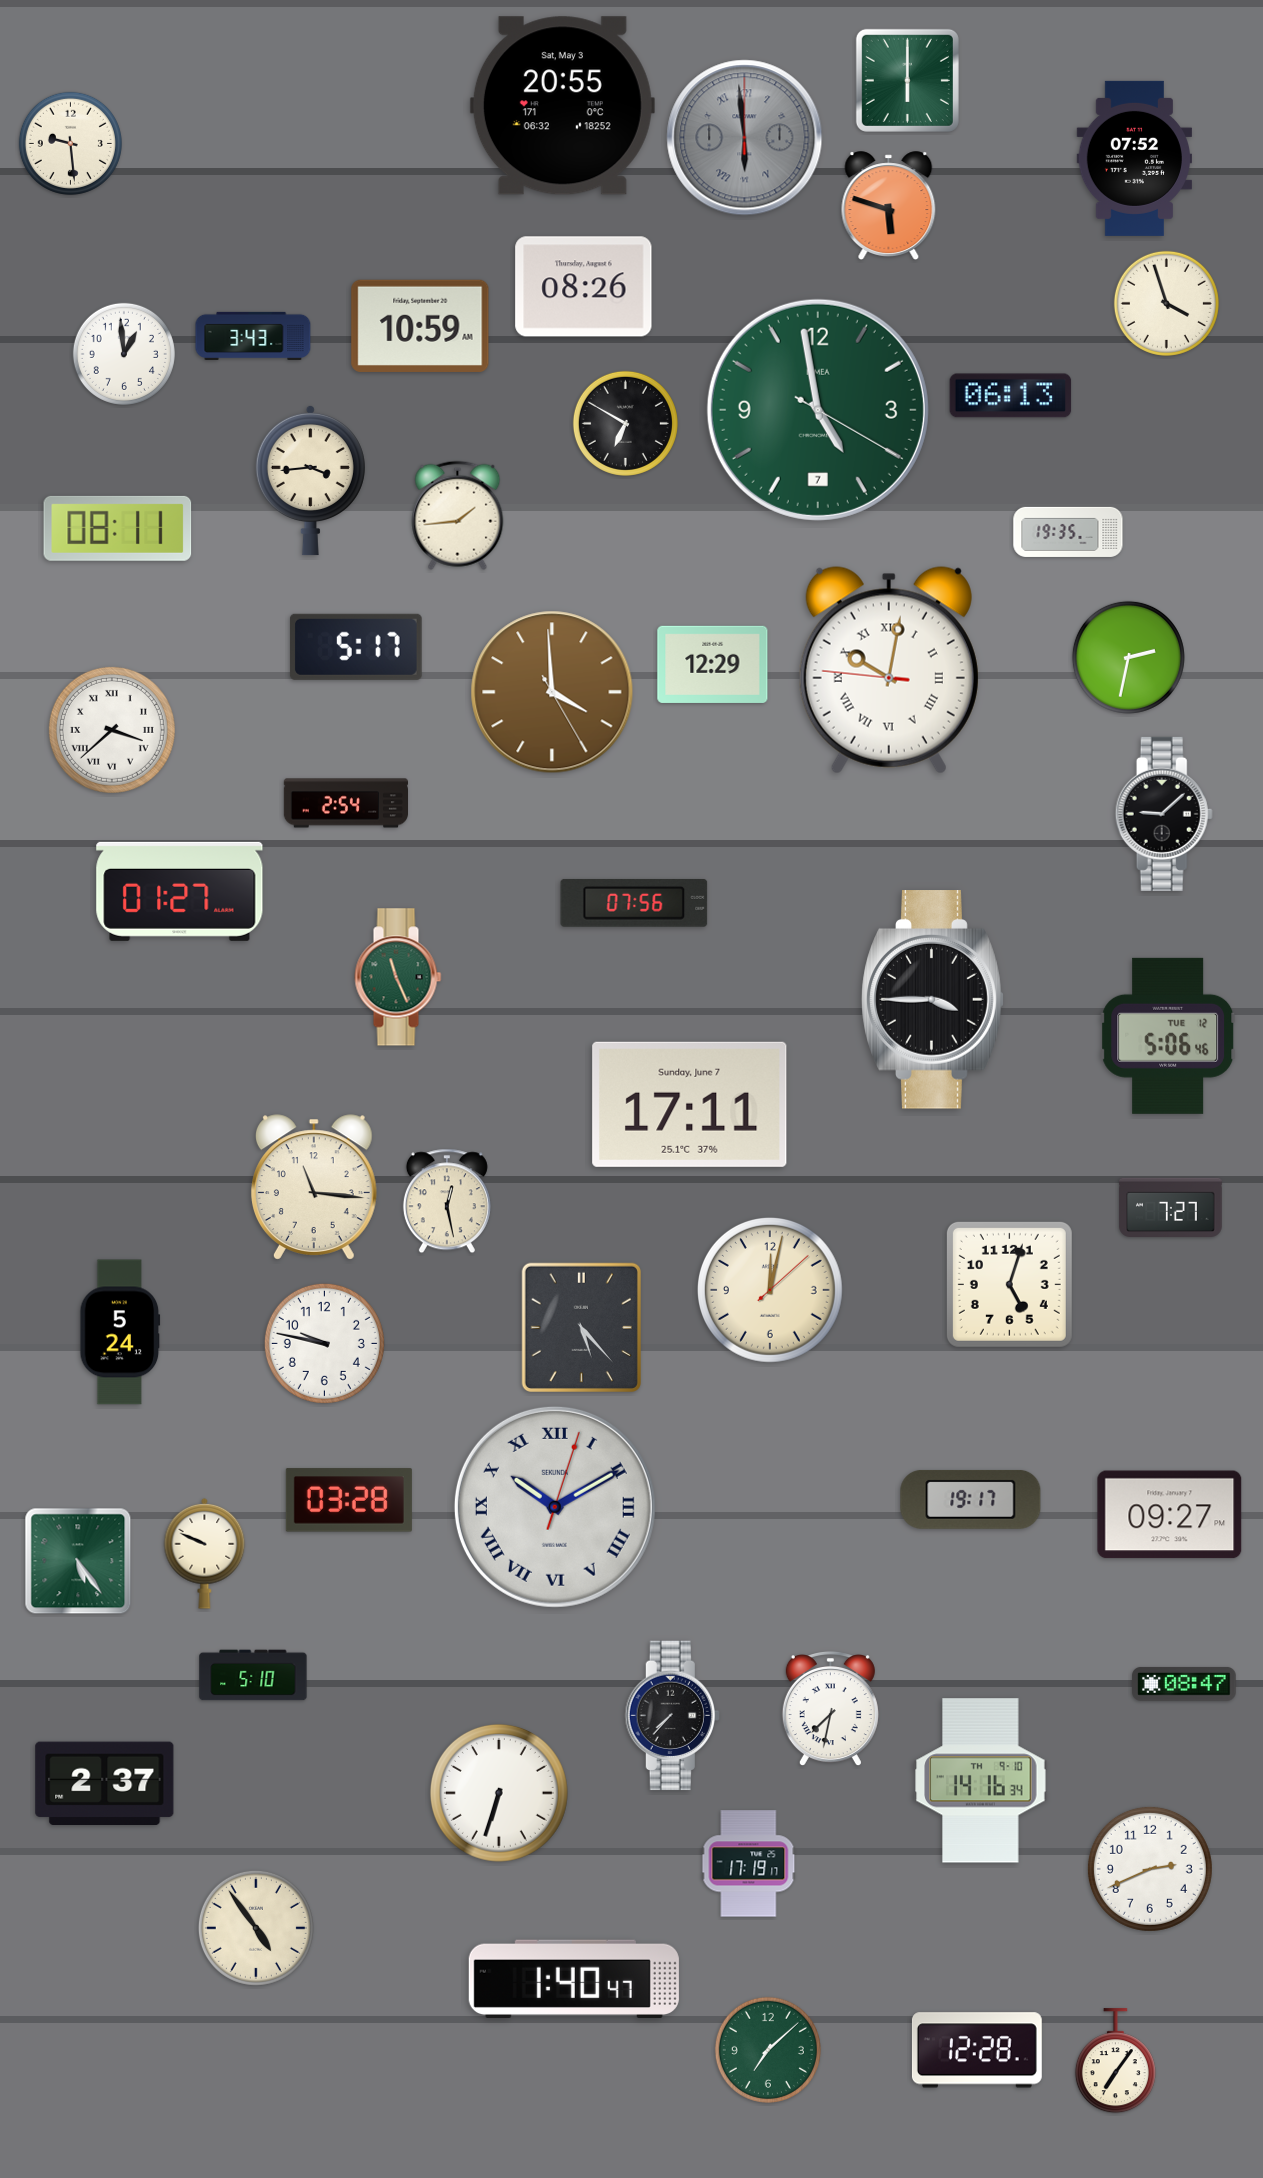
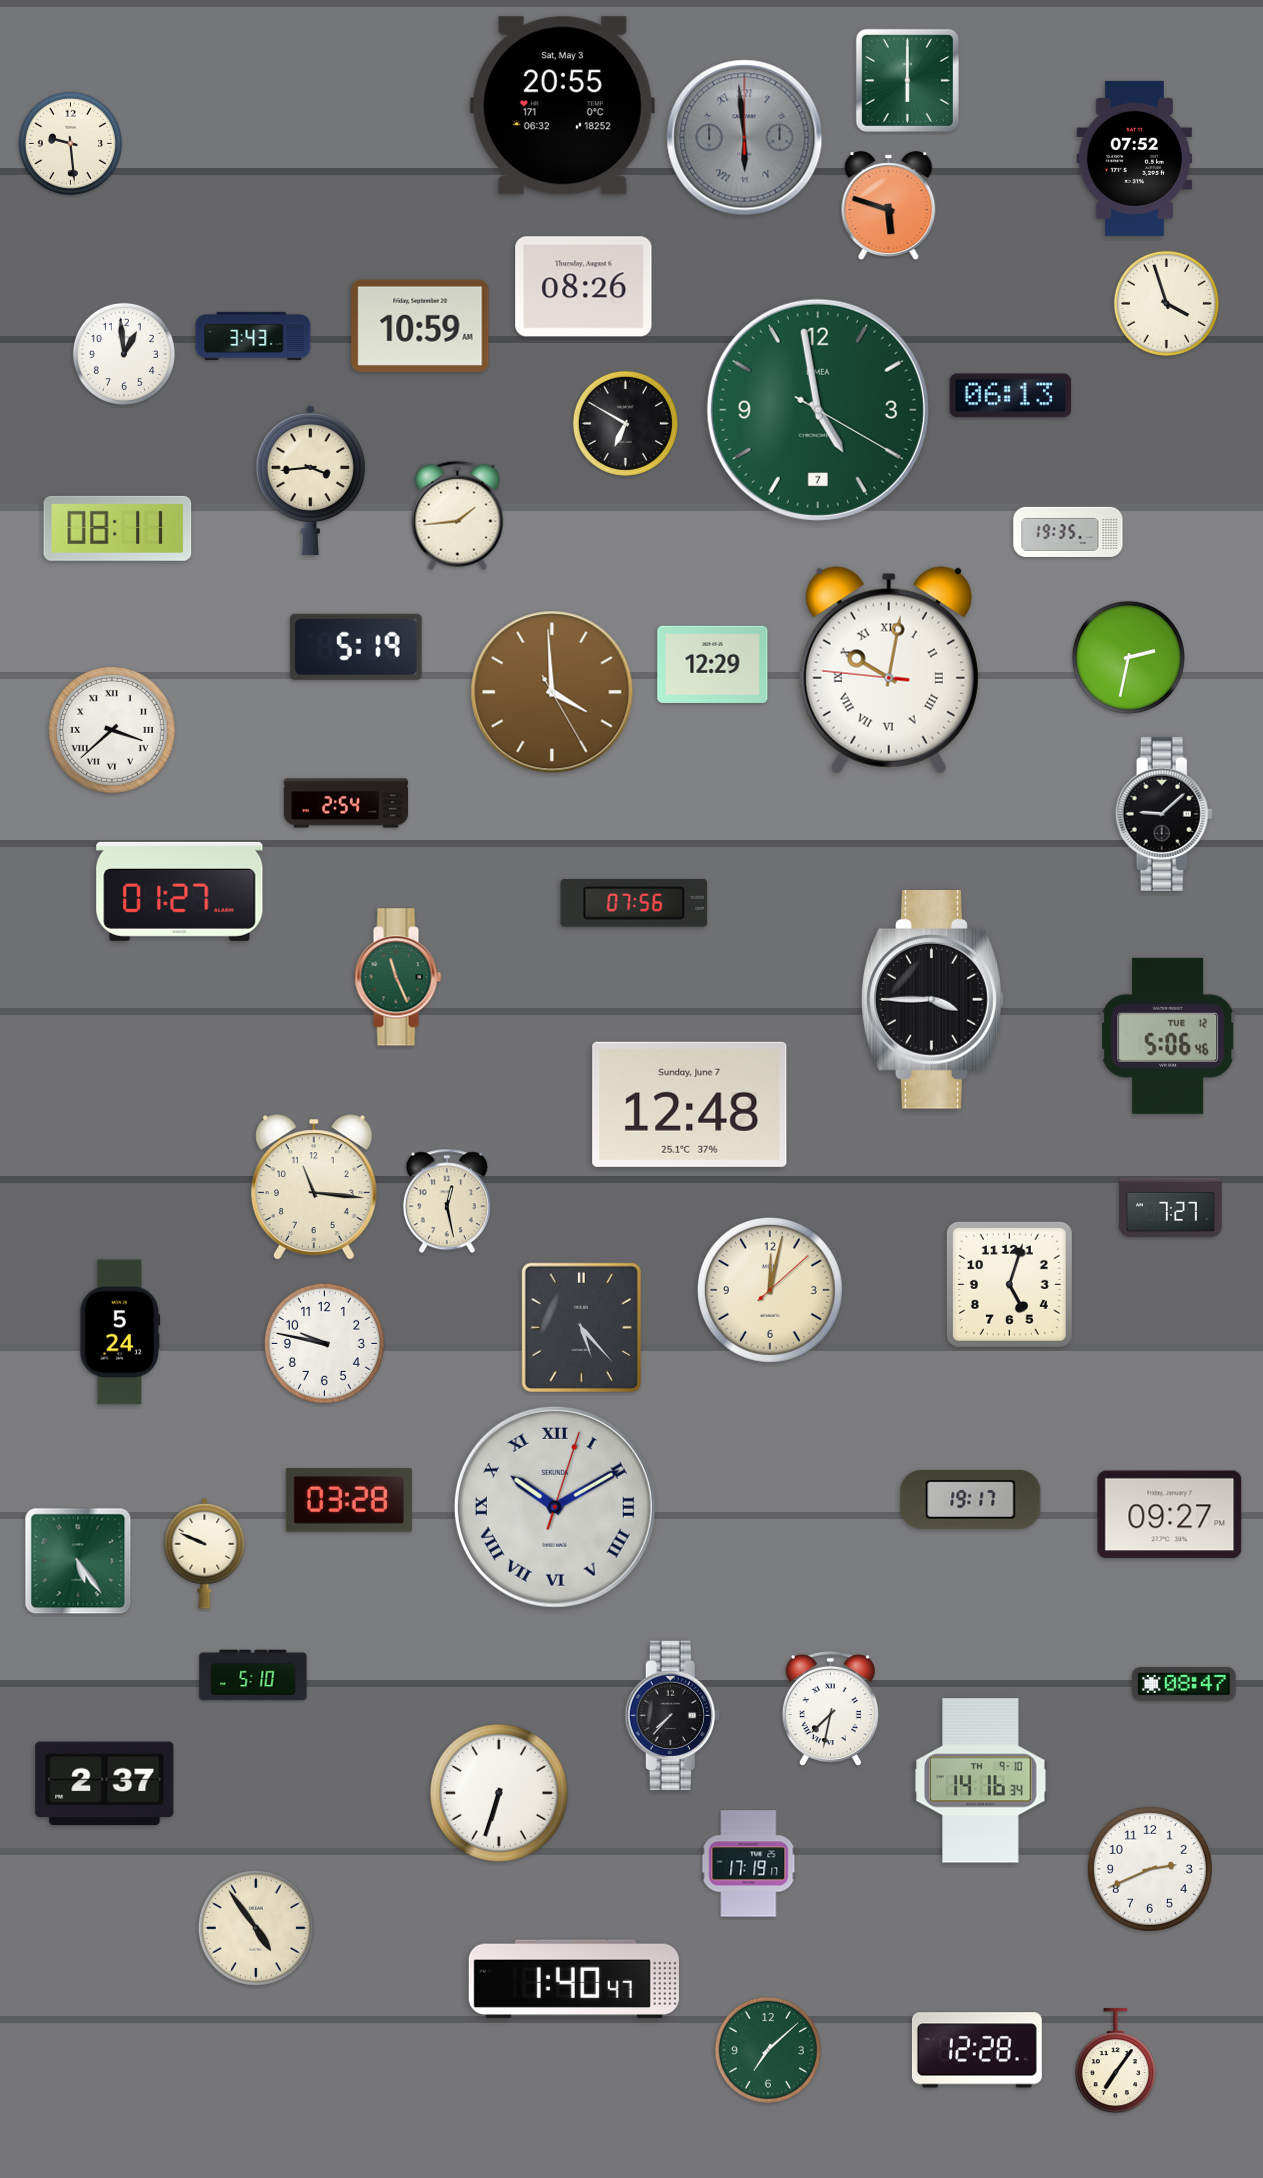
clock at (356, 647): 5:17 -> 5:19
clock at (690, 1104): 17:11 -> 12:48
